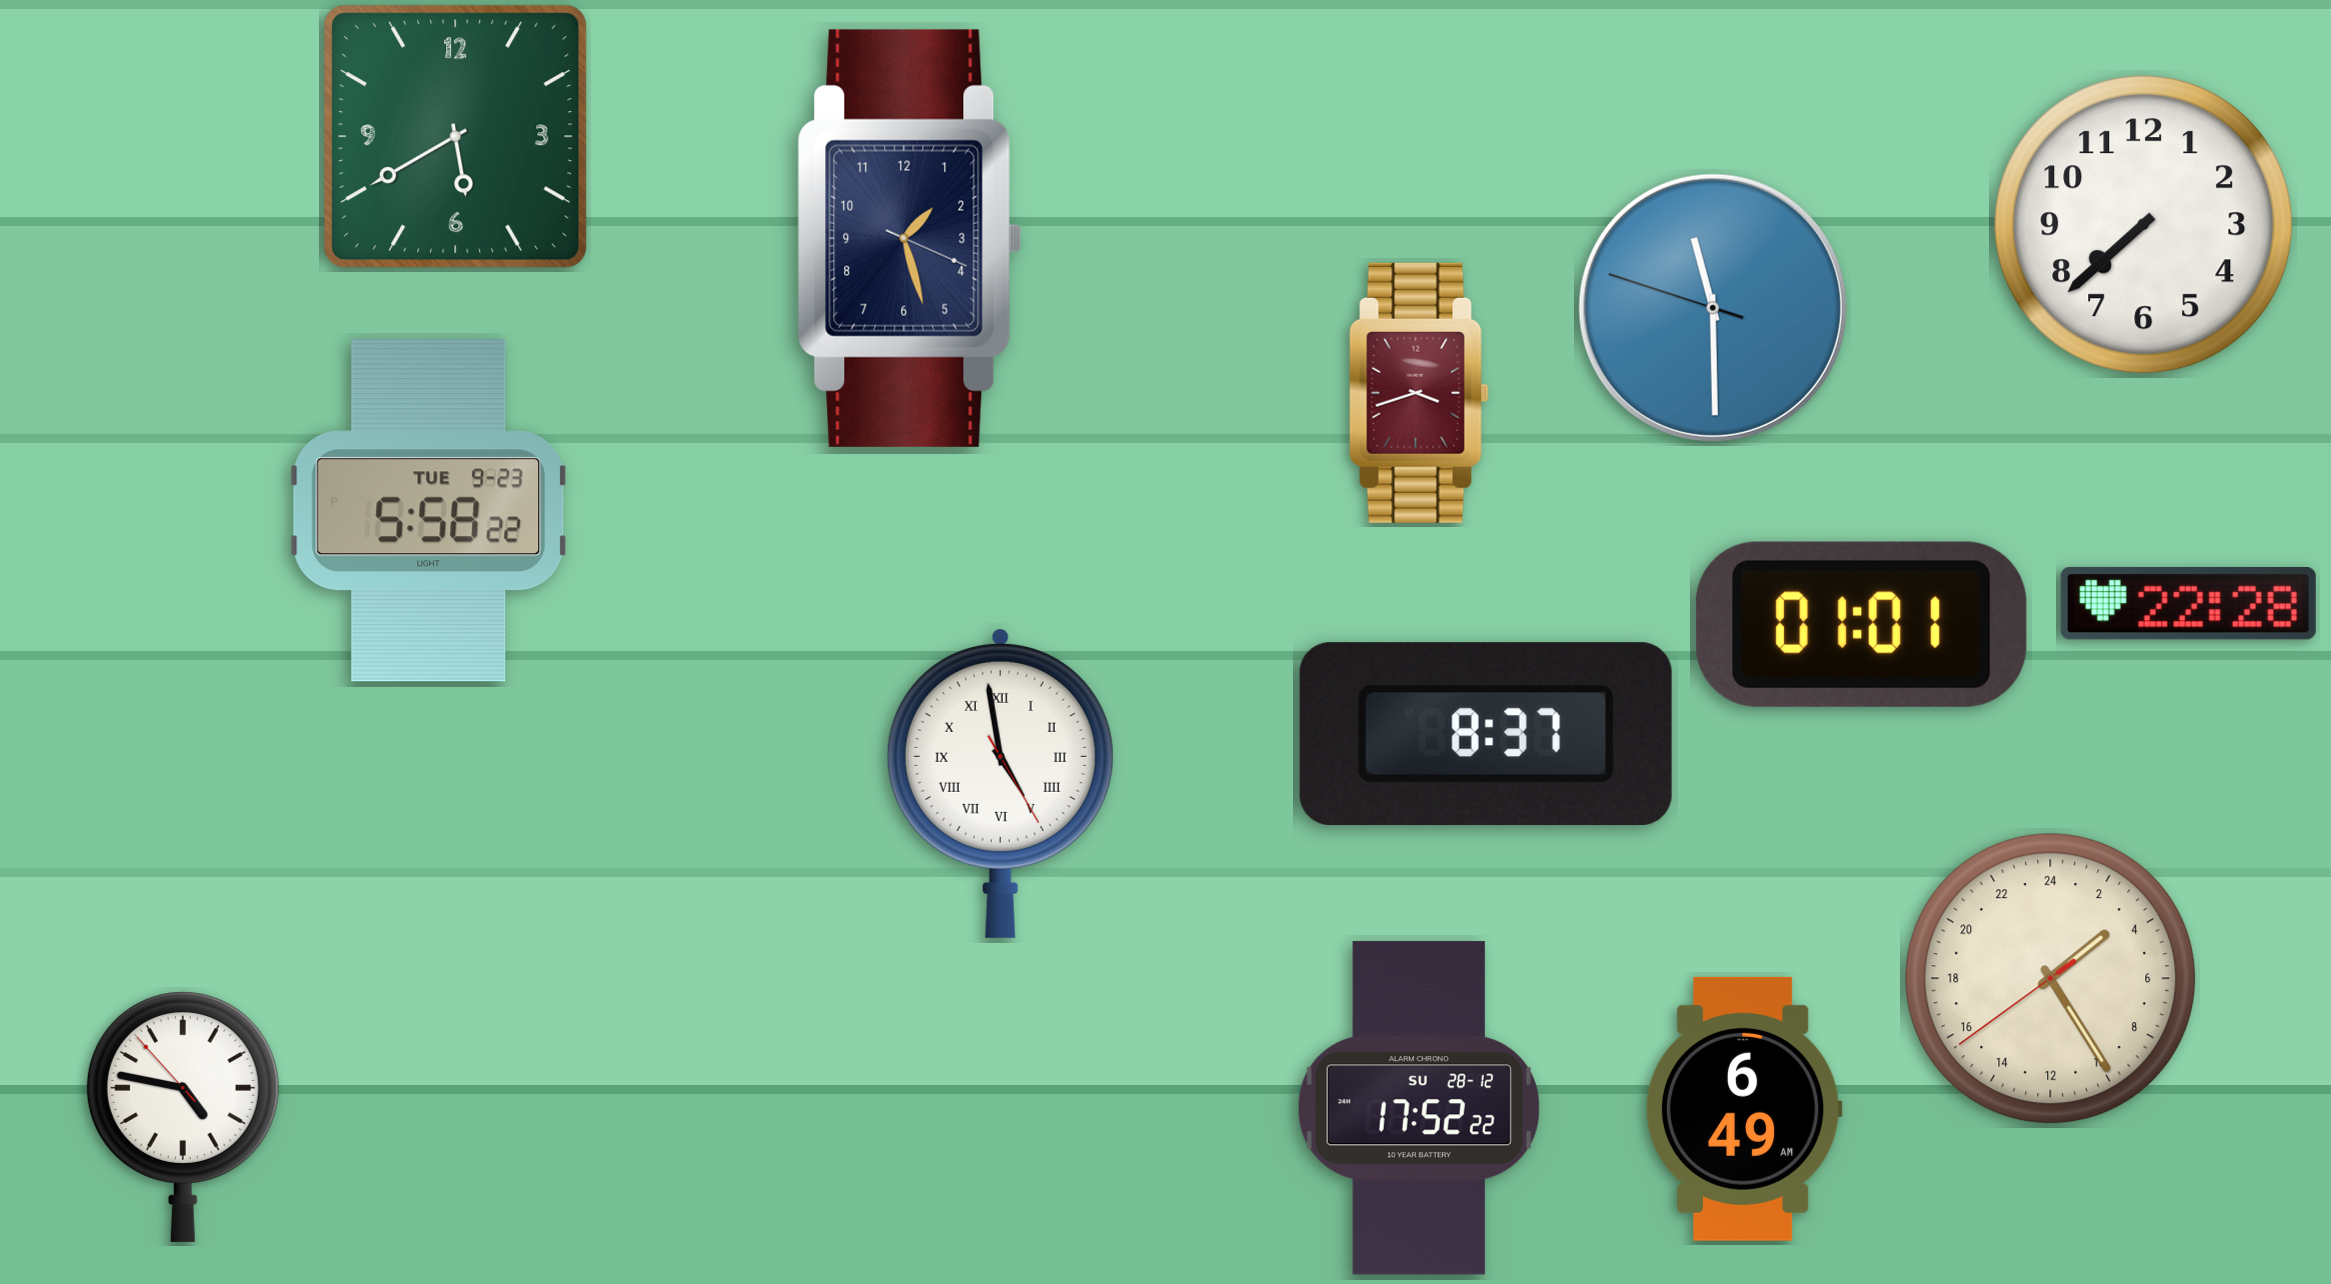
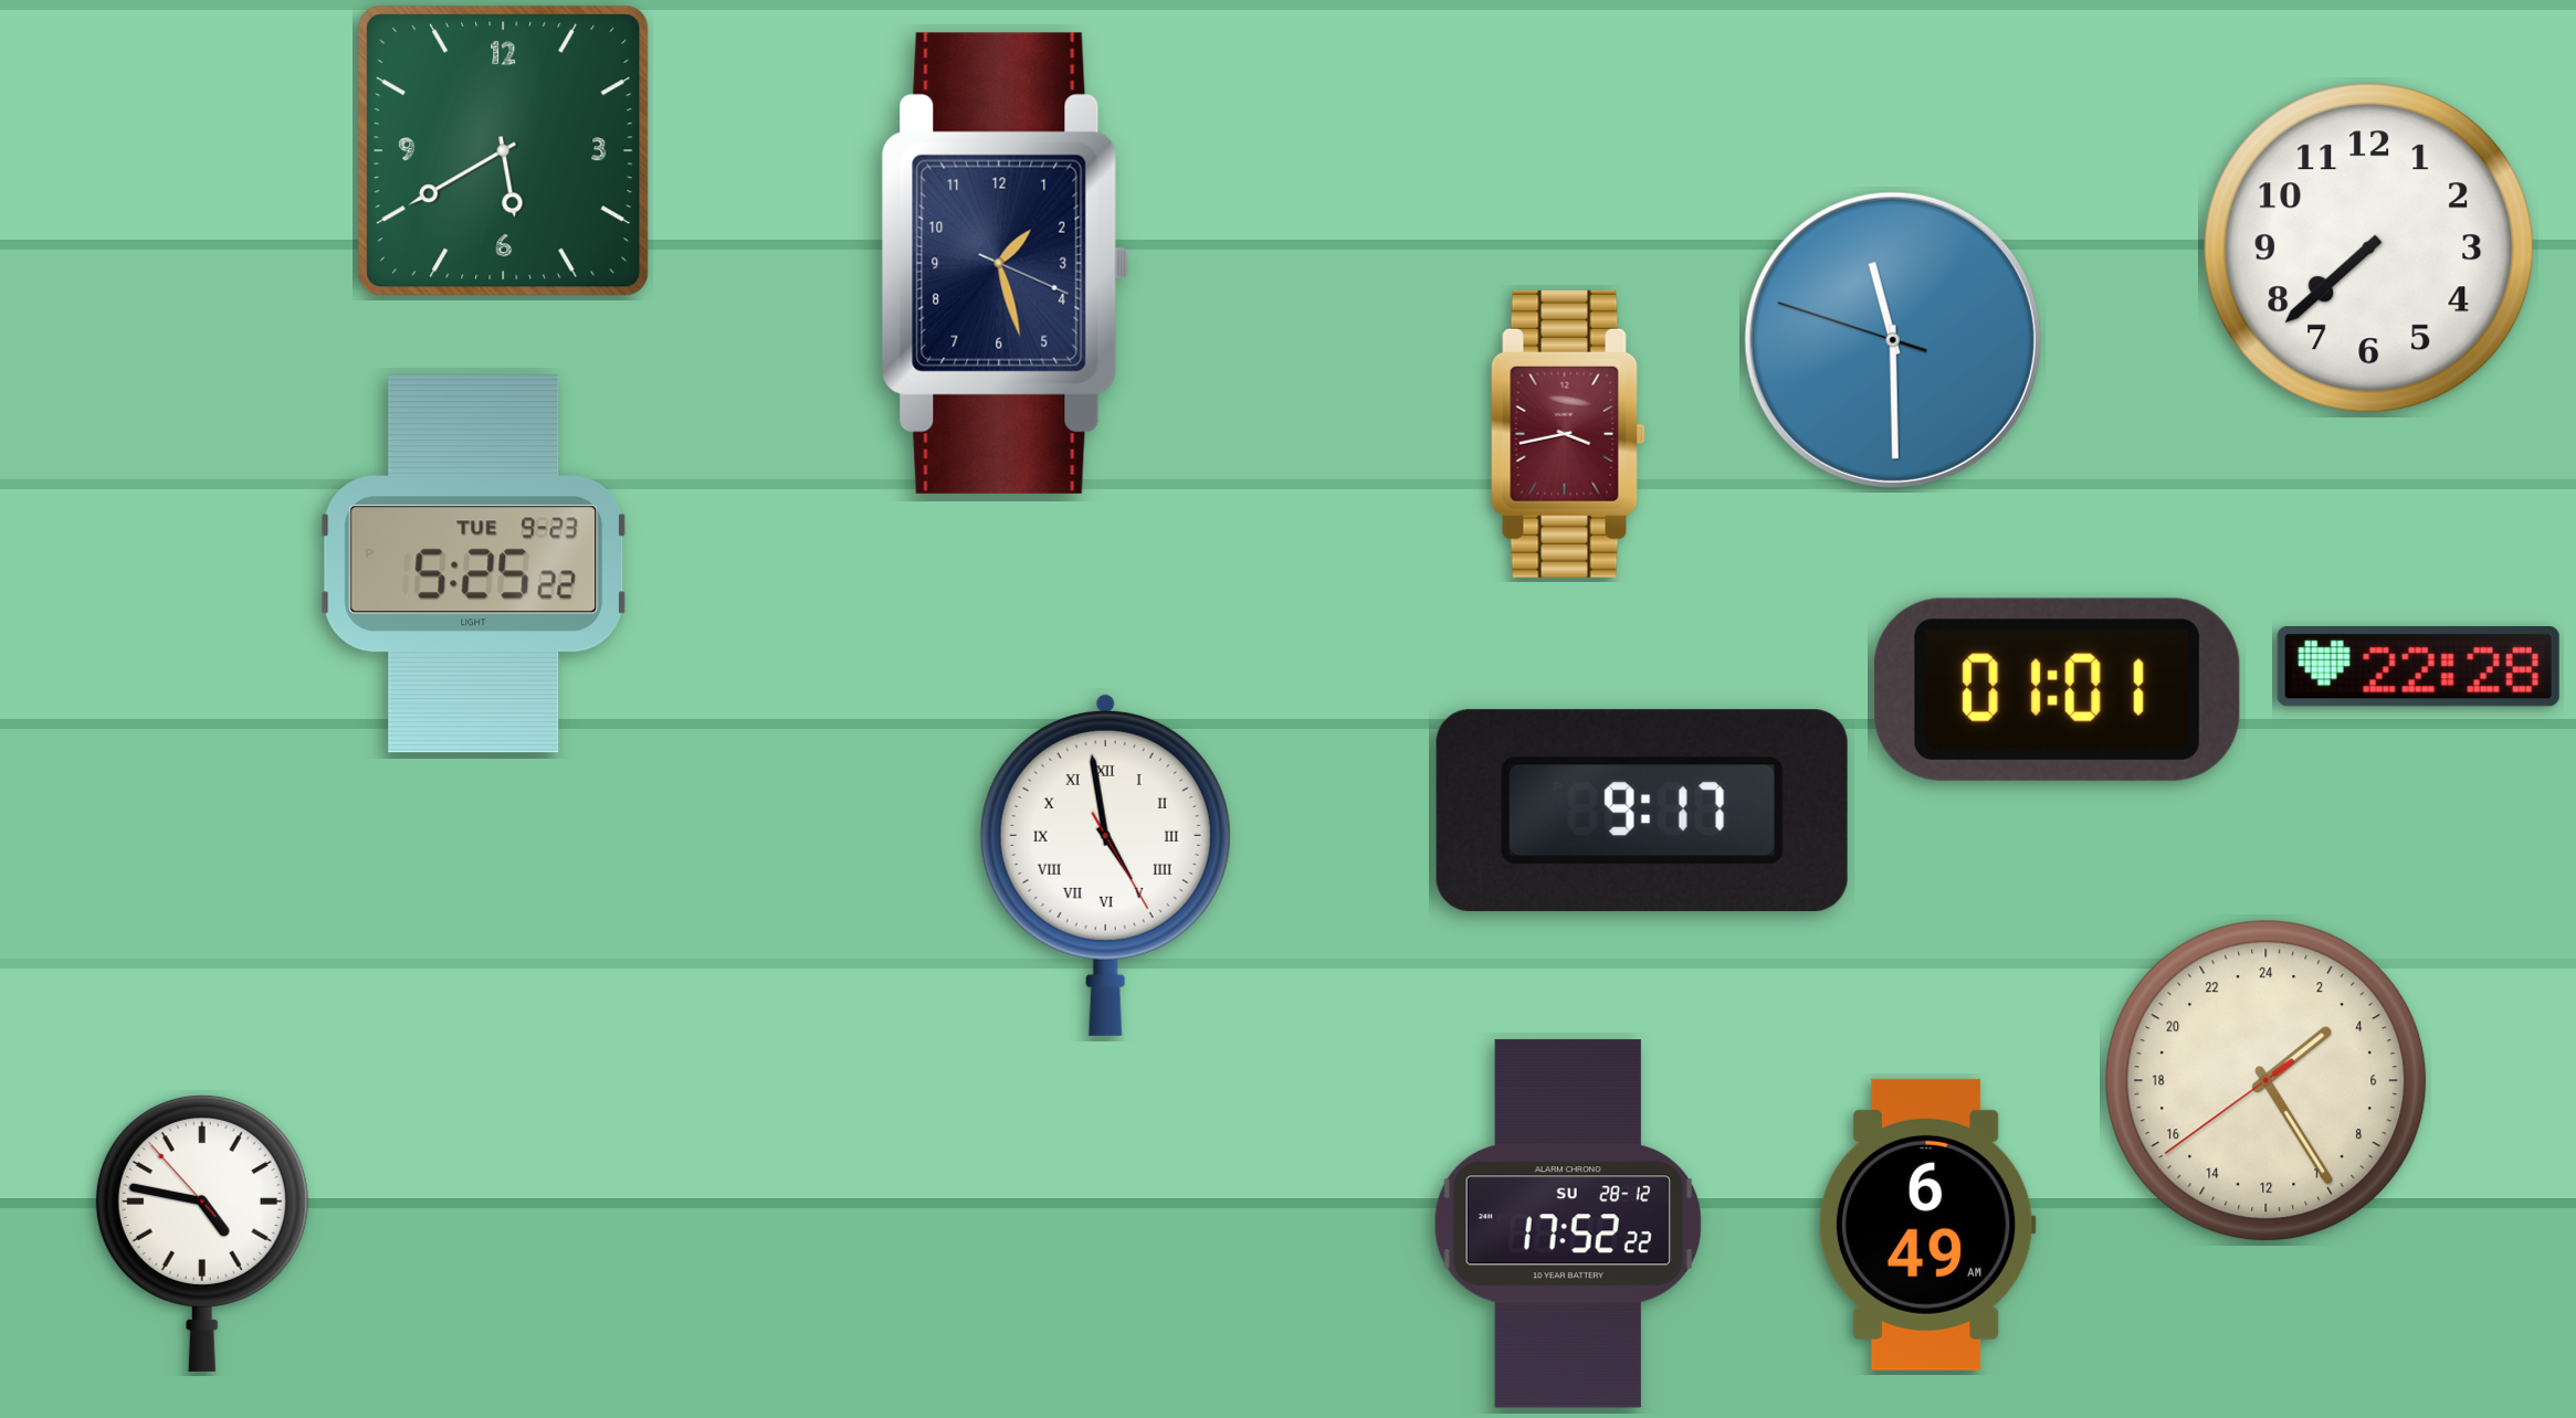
clock at (1419, 393): 3:42 -> 3:43
clock at (429, 511): 5:58 -> 5:25
clock at (1486, 734): 8:37 -> 9:17
